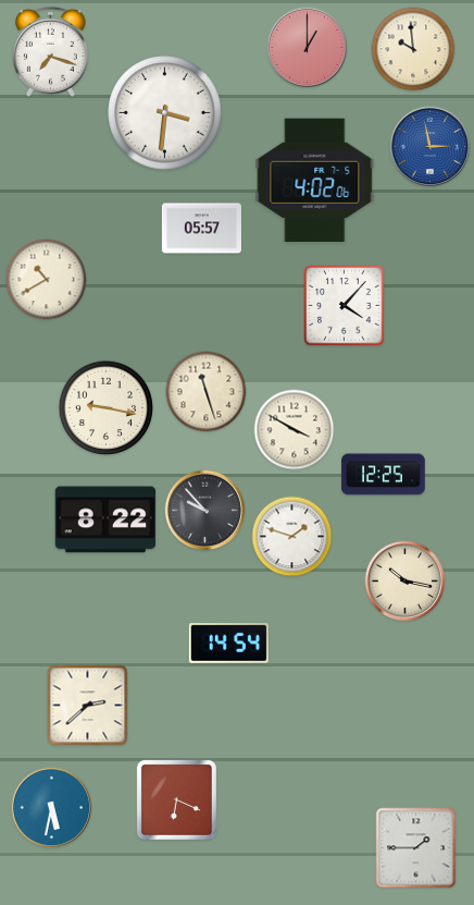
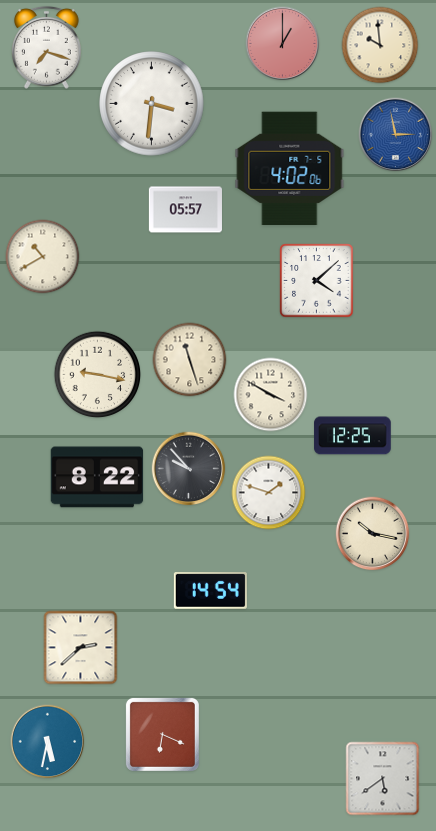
clock at (315, 180) position: (315, 180) -> (290, 168)
clock at (345, 306): 4:07 -> 4:08
clock at (416, 848): 1:45 -> 5:39
